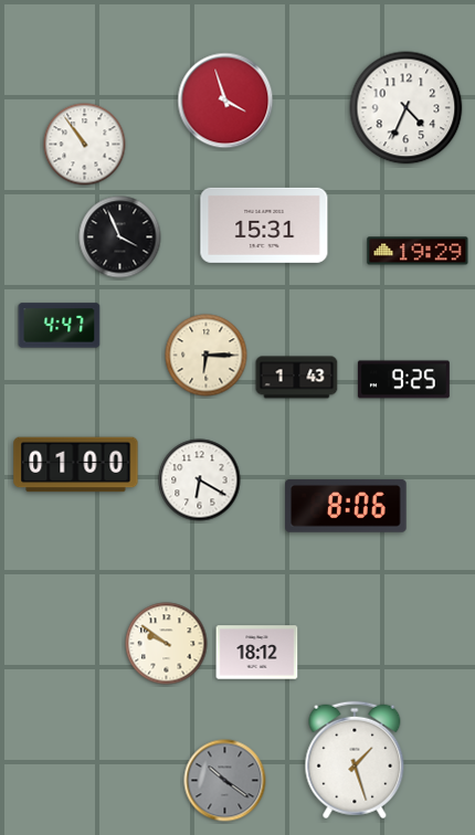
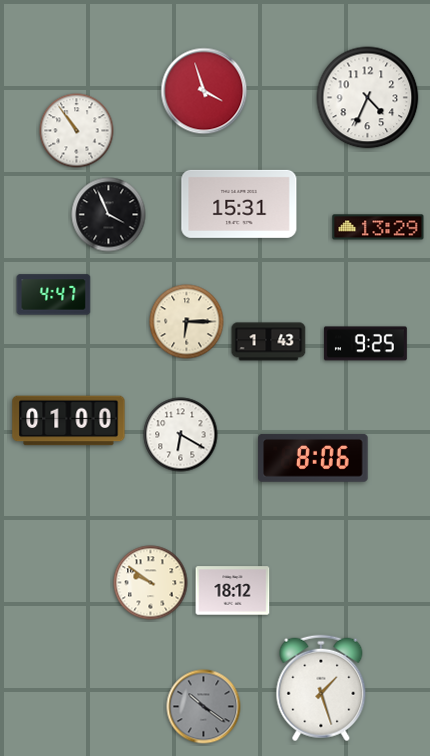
clock at (418, 251): 19:29 -> 13:29
